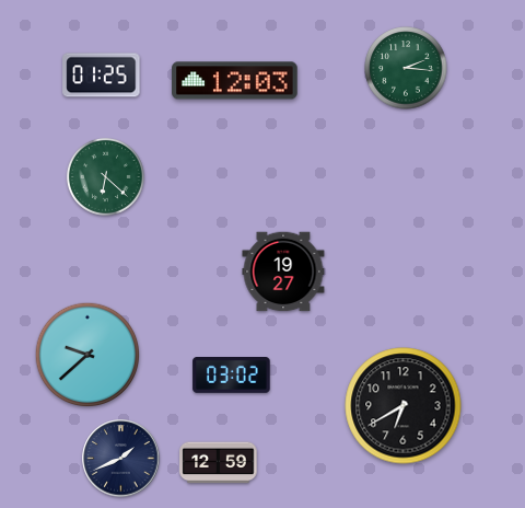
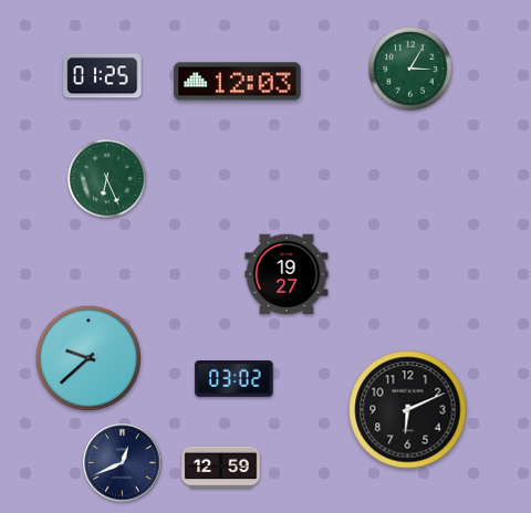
clock at (406, 68): 2:16 -> 3:05
clock at (105, 176): 6:22 -> 6:26
clock at (404, 406): 6:40 -> 6:11
clock at (121, 459): 1:41 -> 12:41
